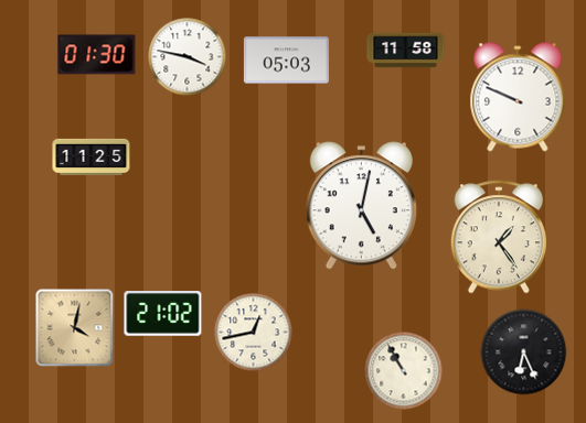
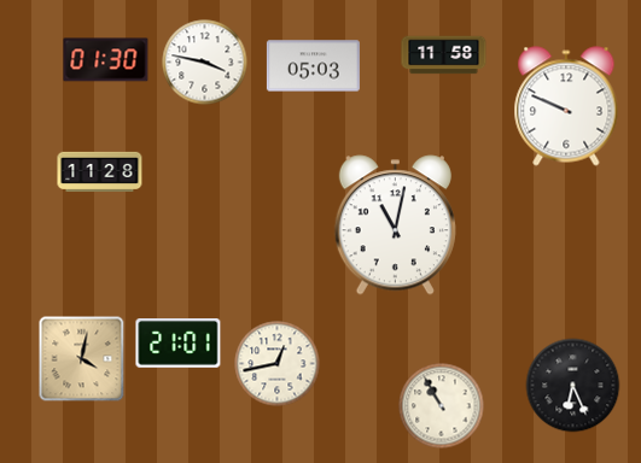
clock at (92, 156): 11:25 -> 11:28
clock at (361, 206): 5:02 -> 11:02
clock at (498, 237): 1:24 -> none
clock at (163, 314): 21:02 -> 21:01
